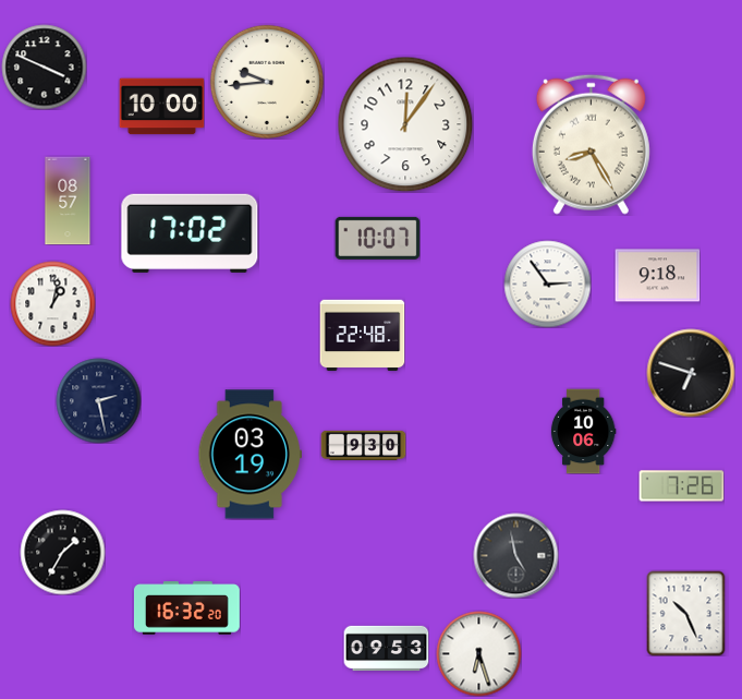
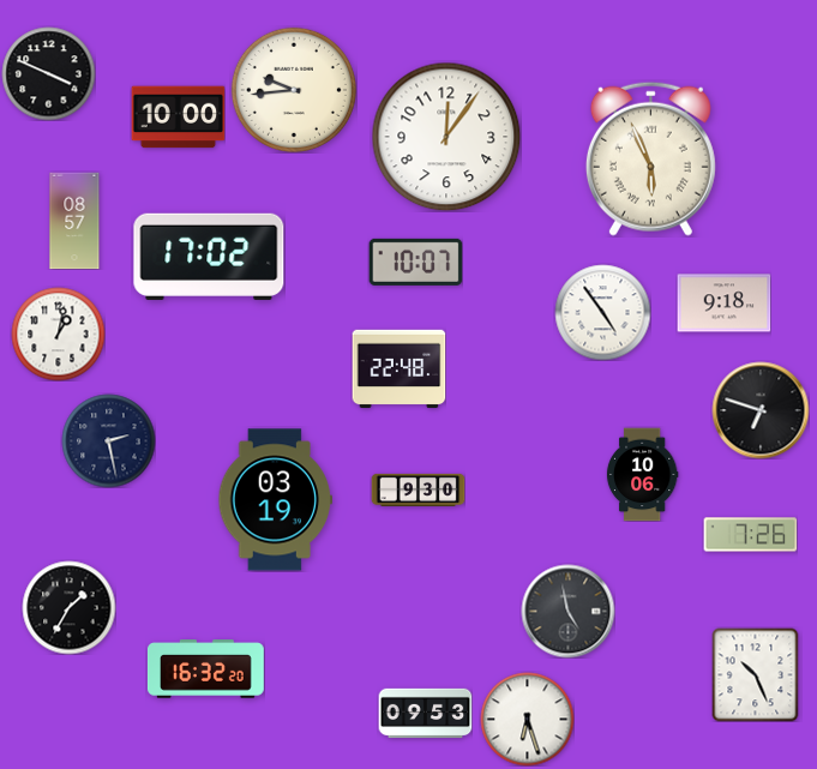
clock at (591, 144): 8:25 -> 5:56
clock at (547, 284): 2:54 -> 4:54
clock at (363, 445) position: (363, 445) -> (417, 489)
